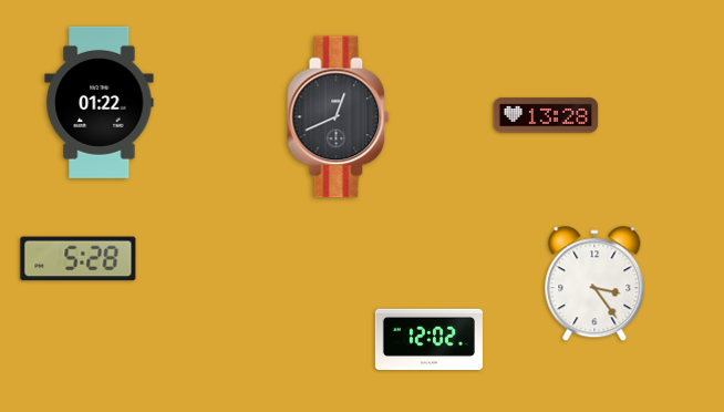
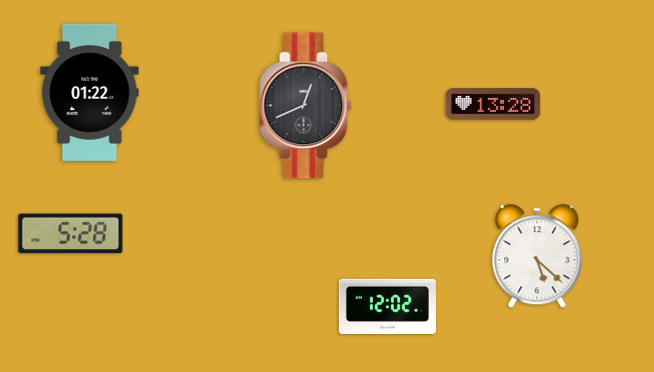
clock at (594, 285): 3:24 -> 5:22
